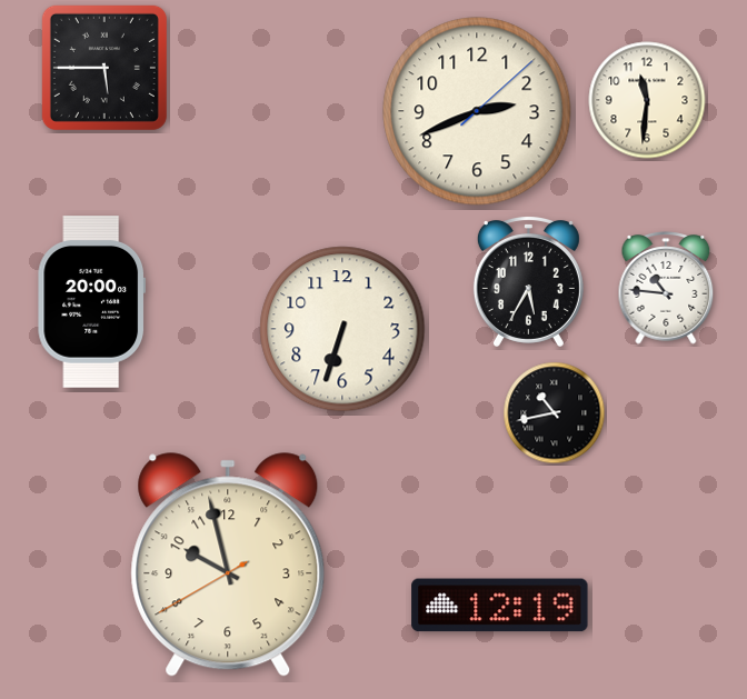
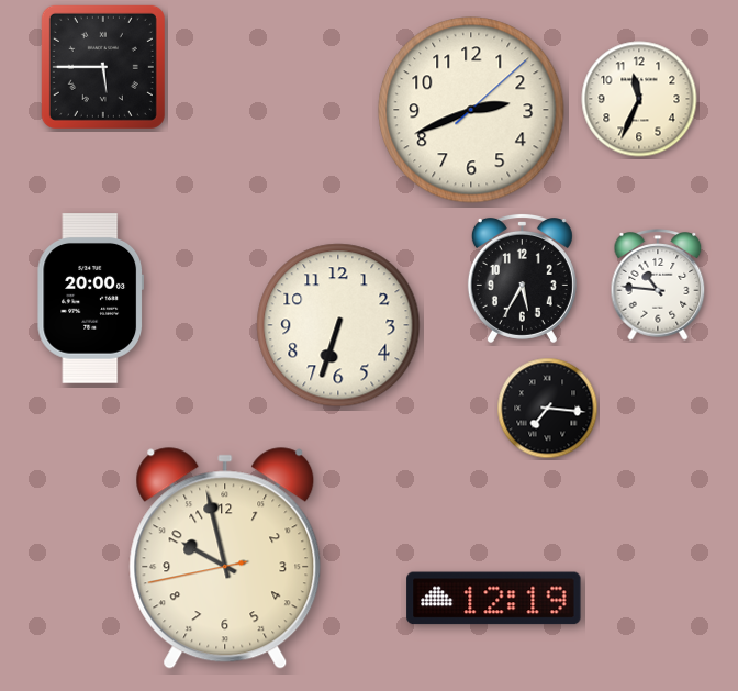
clock at (647, 100): 11:31 -> 11:34
clock at (555, 413): 10:43 -> 7:16
clock at (228, 565): 9:57:40 -> 9:57:43
